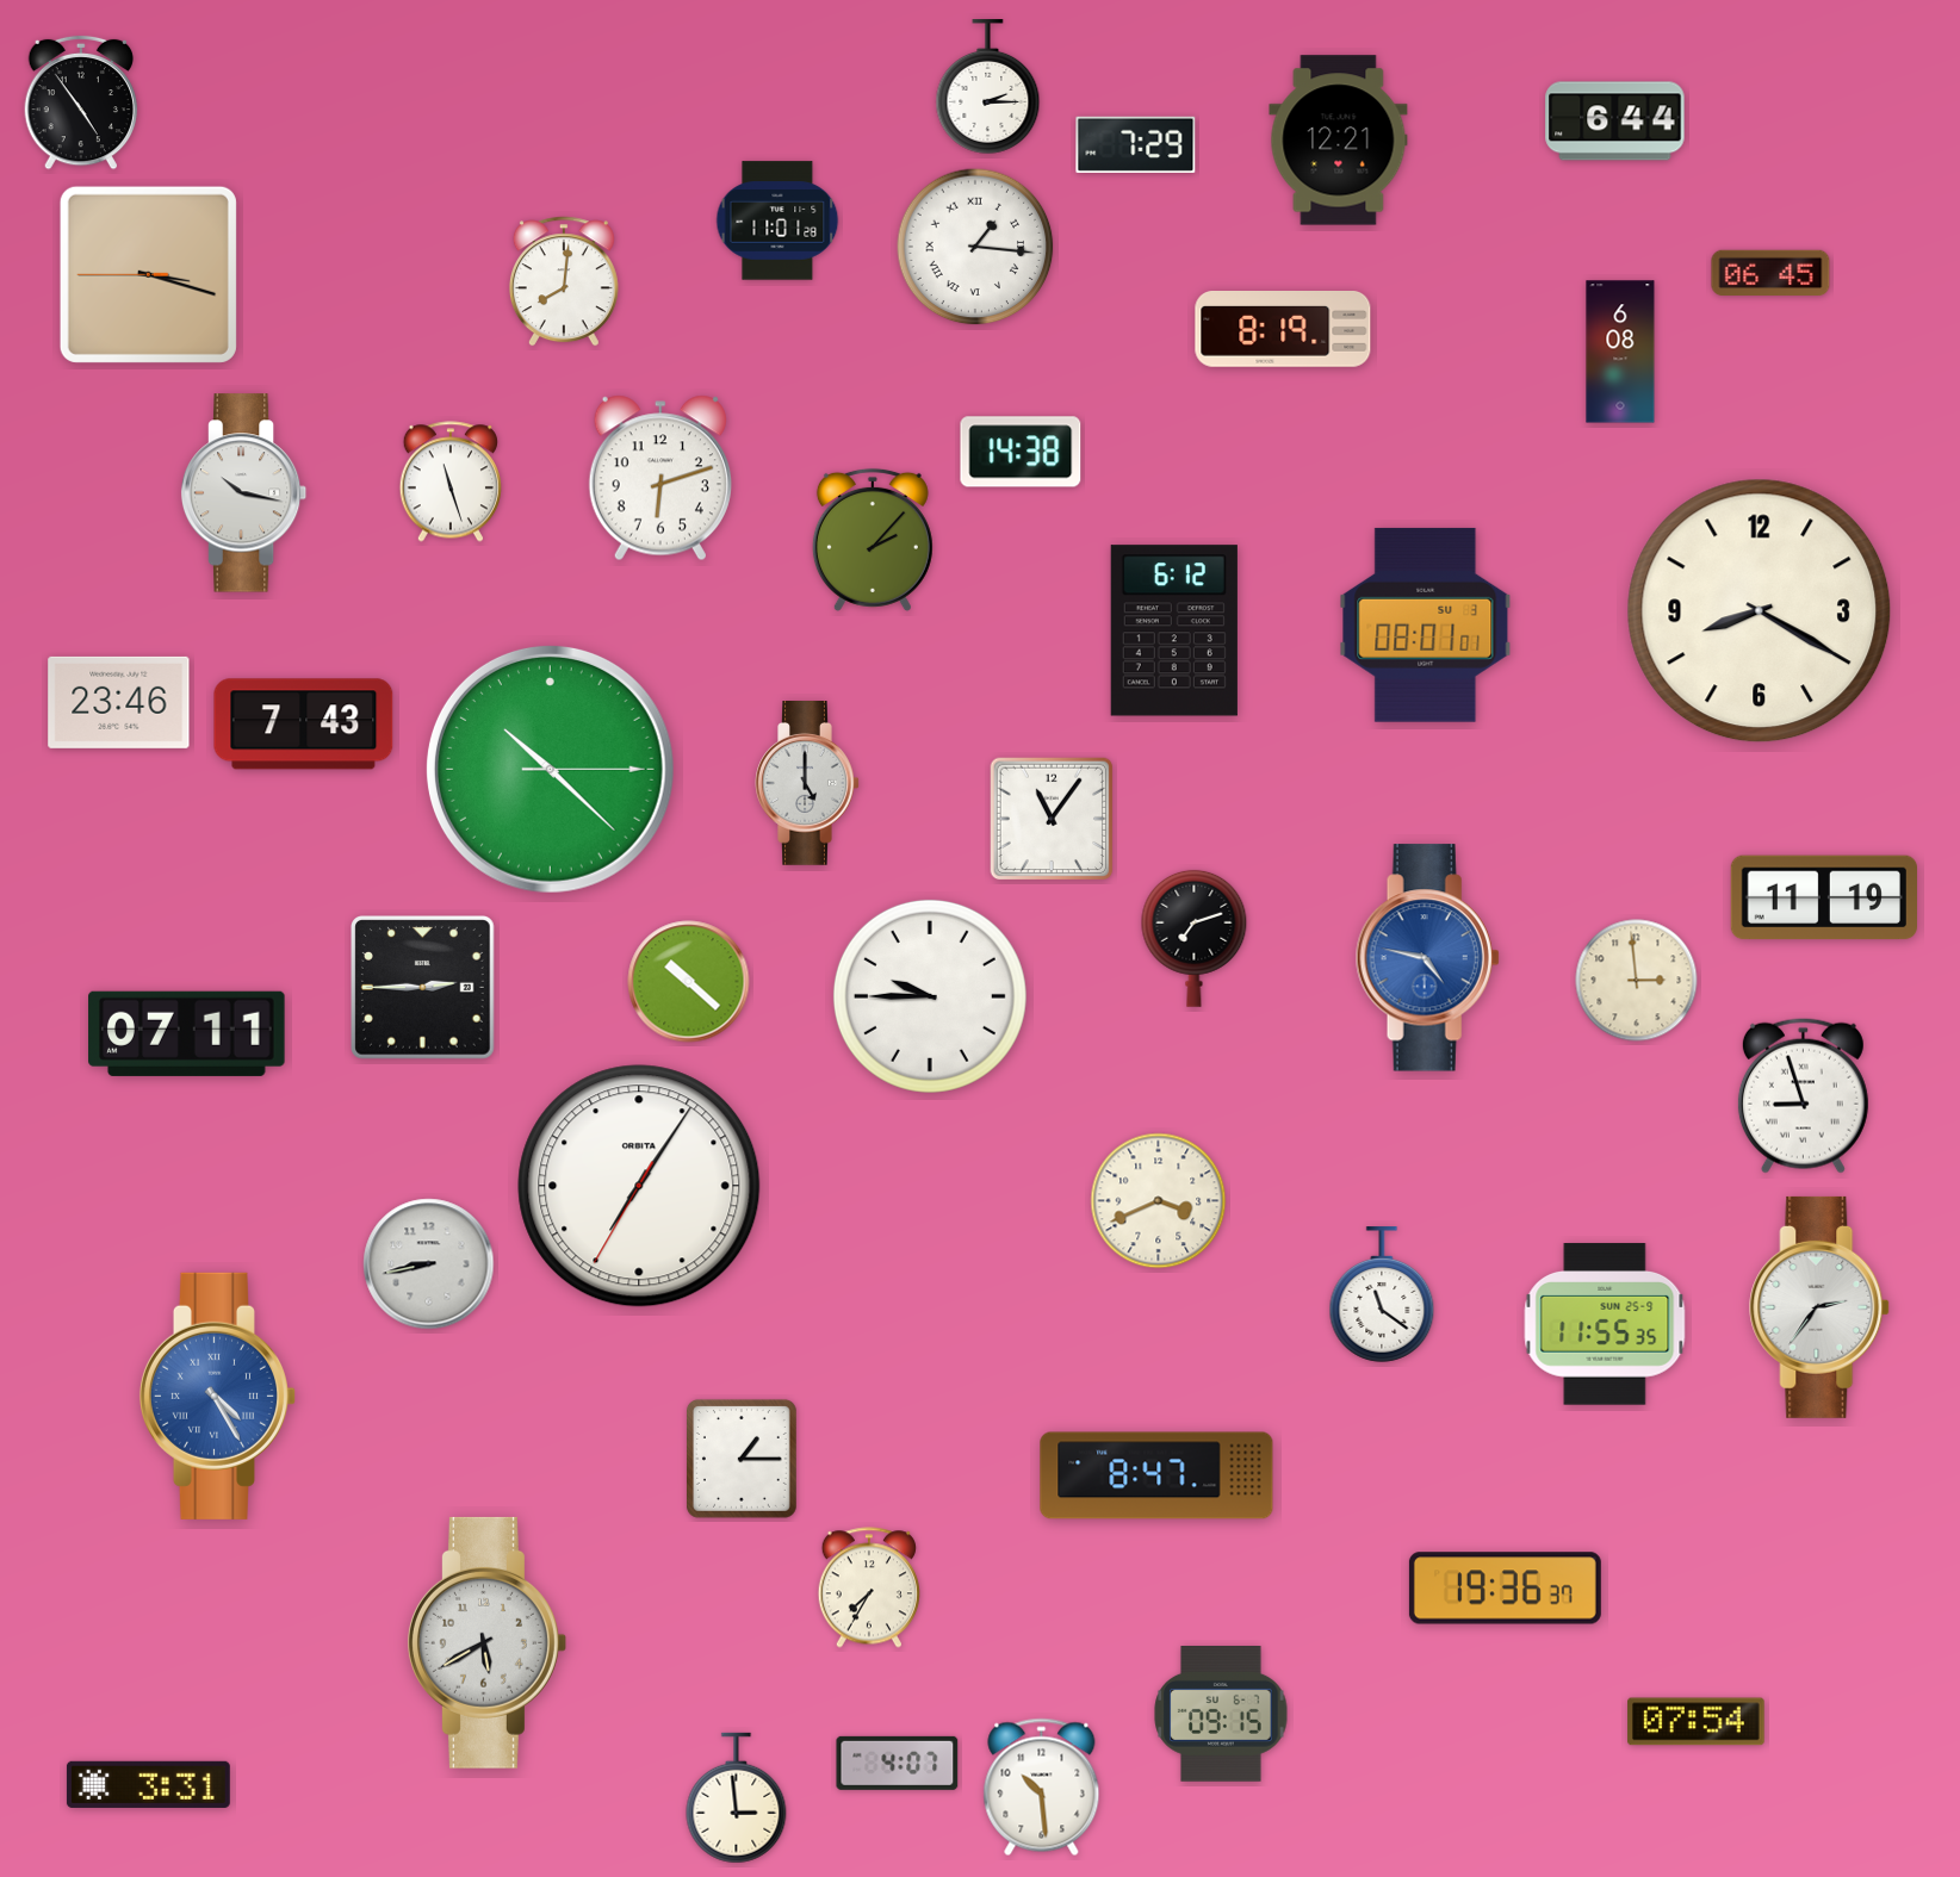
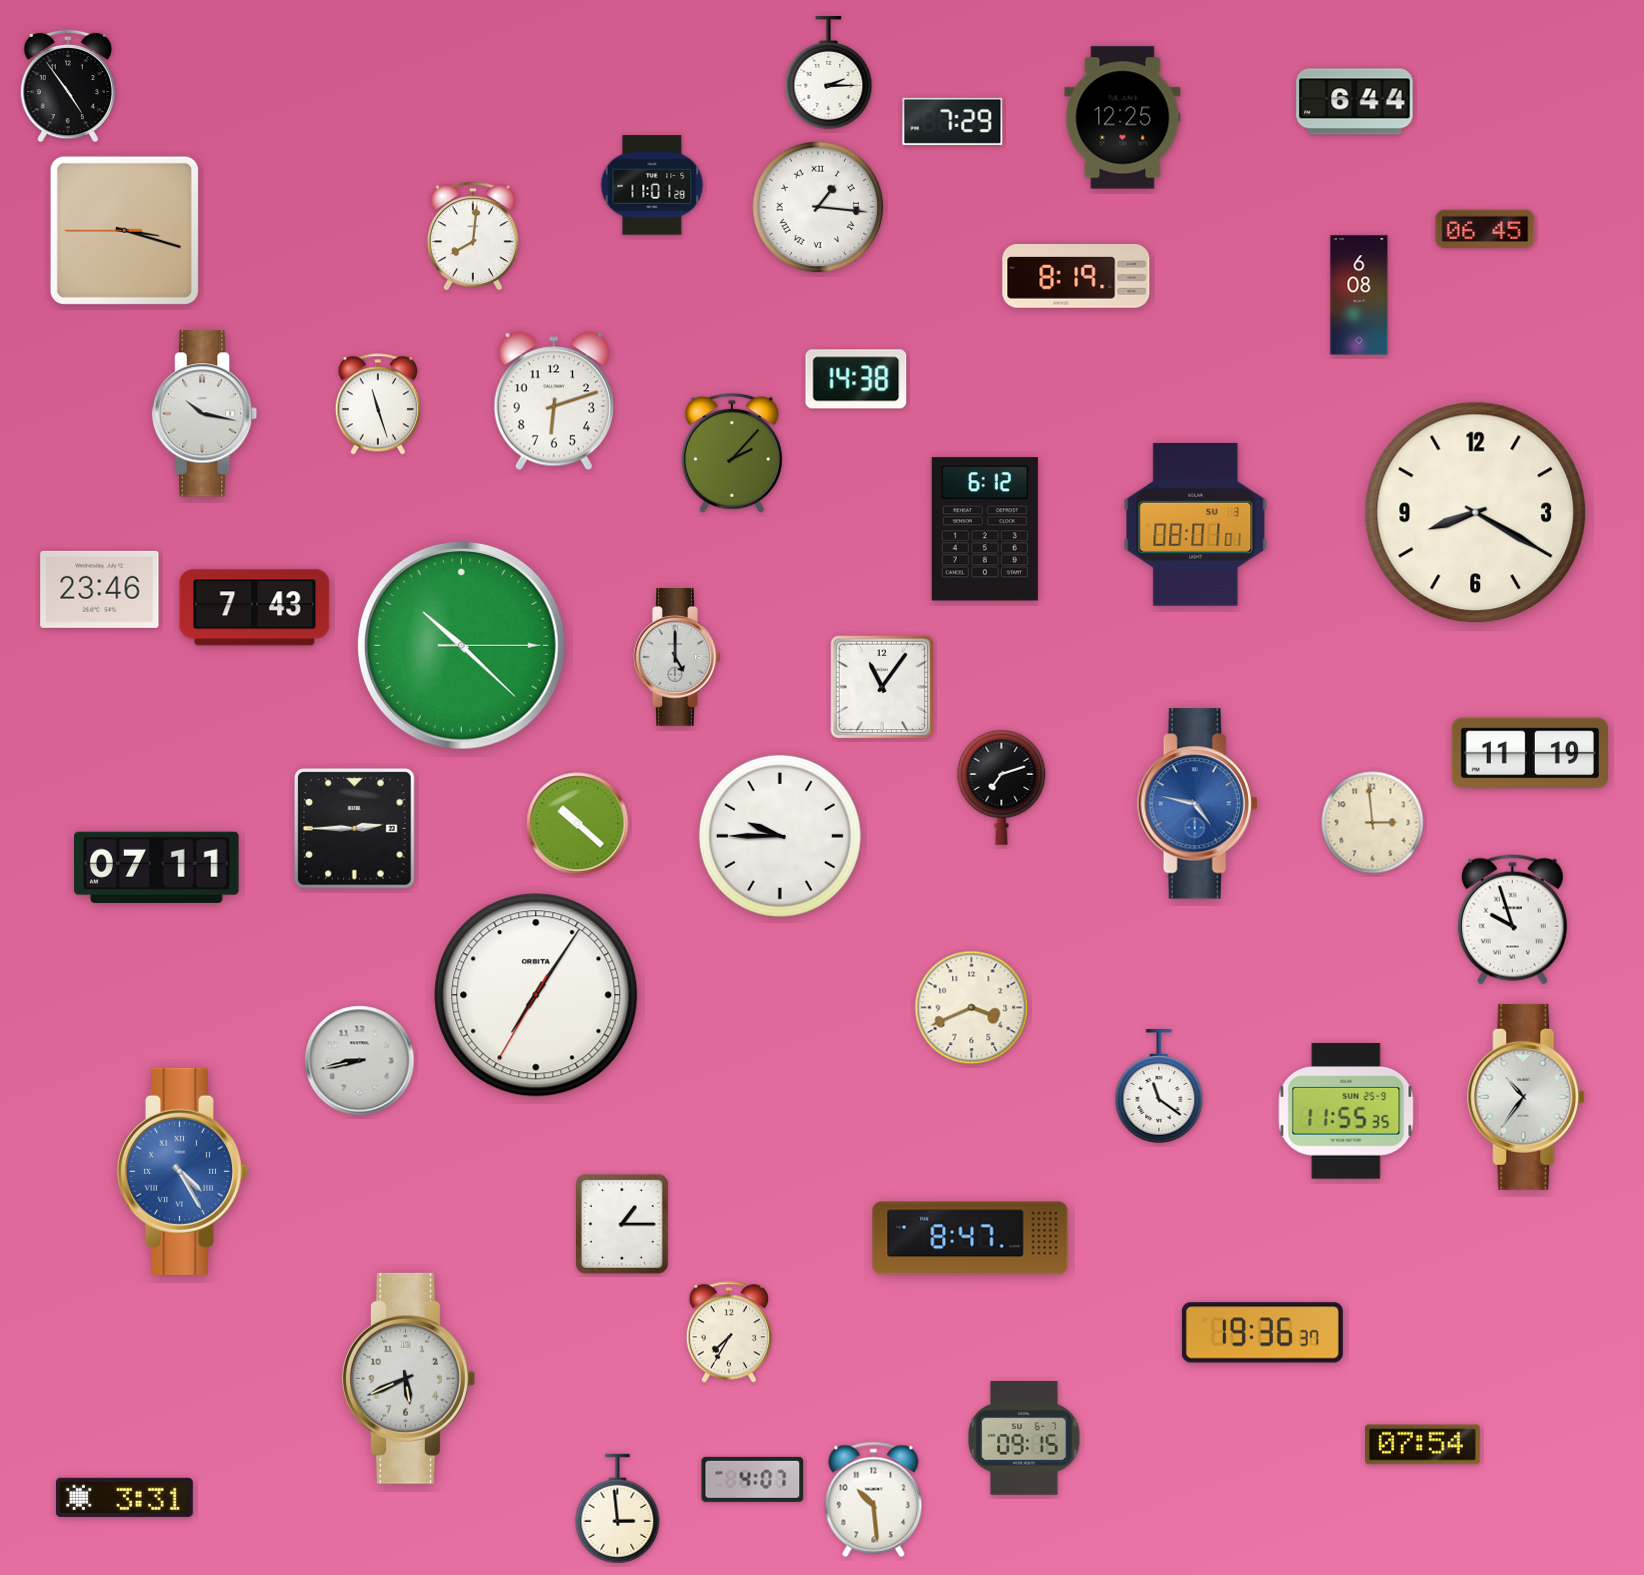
clock at (1339, 141): 12:21 -> 12:25
clock at (1803, 1095): 8:57 -> 9:57
clock at (1821, 1307): 2:36 -> 10:36
clock at (486, 1642): 5:40 -> 5:41
